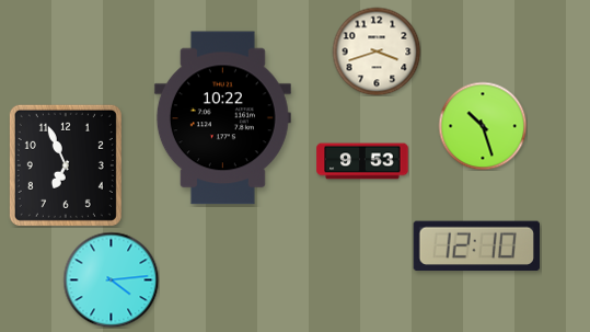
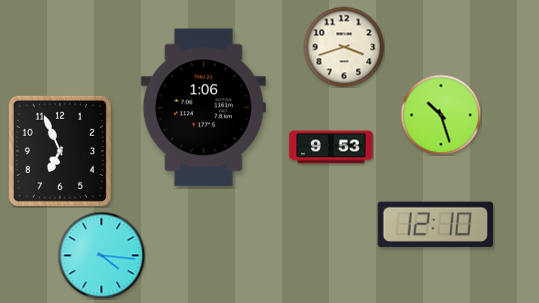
clock at (222, 118): 10:22 -> 1:06
clock at (111, 279): 4:14 -> 4:16
